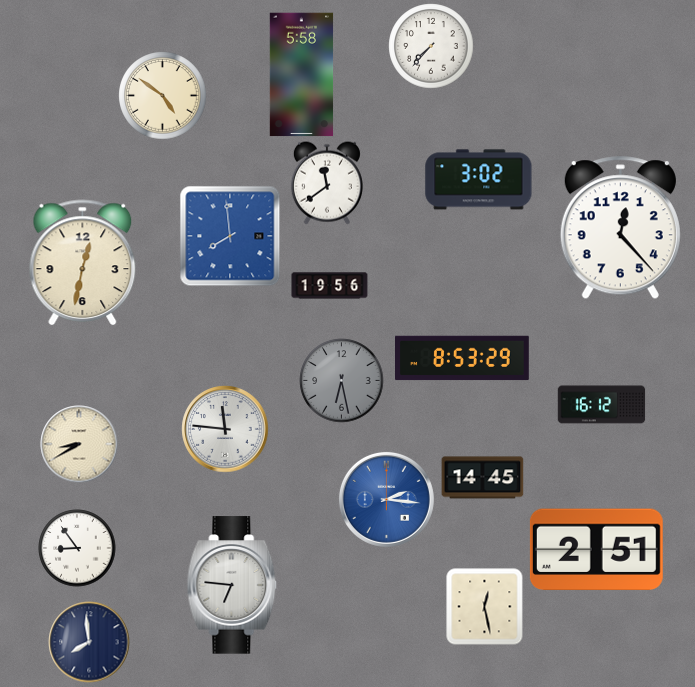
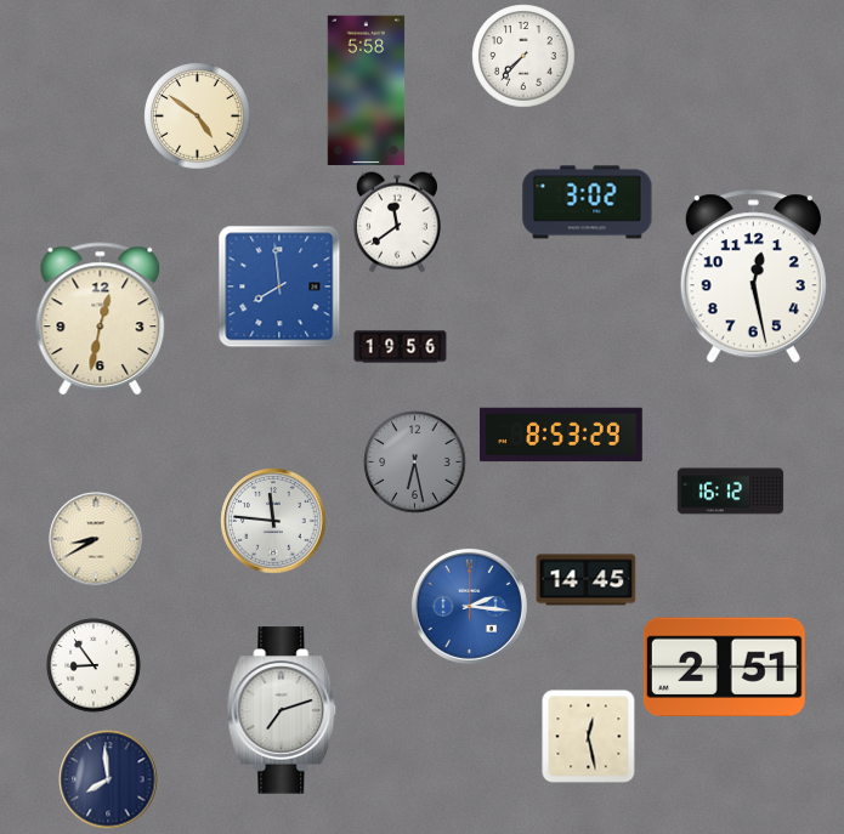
clock at (479, 180) position: (479, 180) -> (588, 203)
clock at (620, 228): 12:23 -> 12:28
clock at (232, 585): 6:46 -> 7:12
